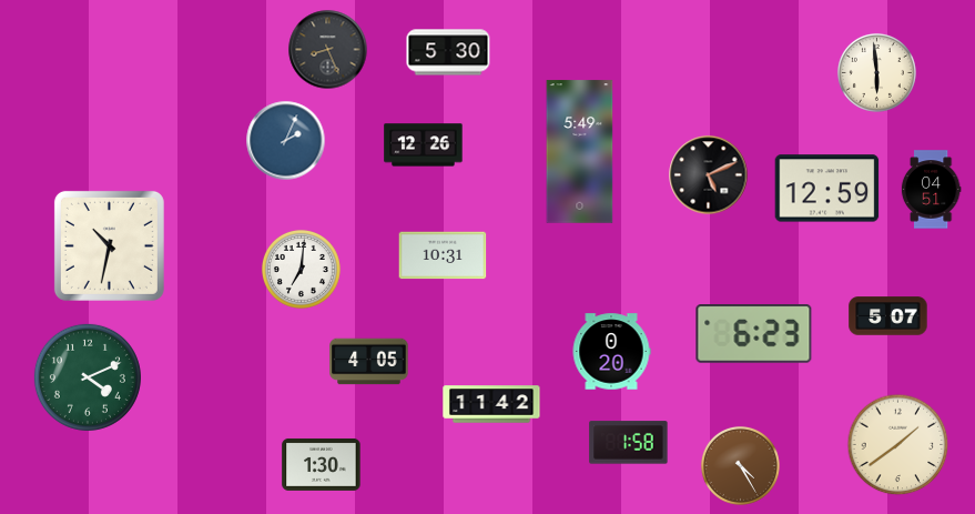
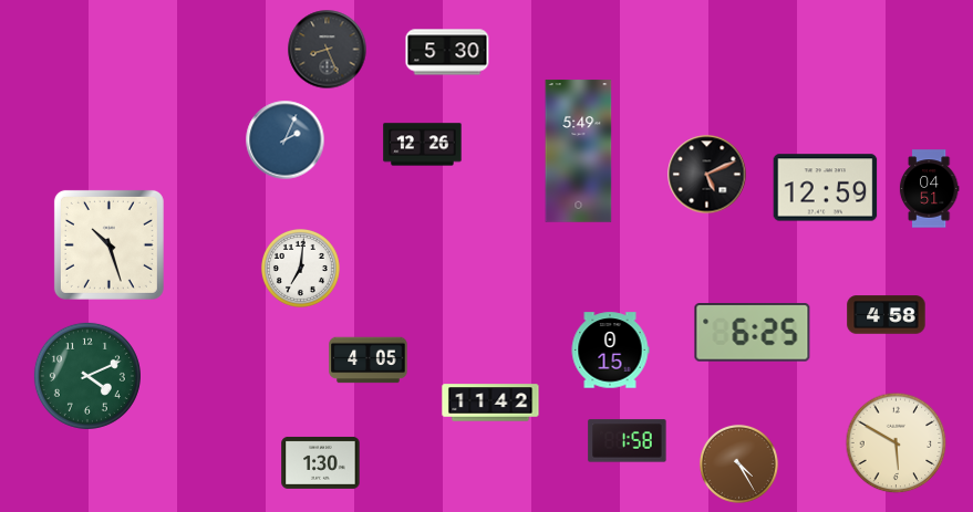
clock at (876, 72): 5:59 -> none
clock at (109, 245): 10:32 -> 10:27
clock at (443, 255): 10:31 -> none
clock at (888, 316): 5:07 -> 4:58
clock at (754, 334): 6:23 -> 6:25
clock at (611, 352): 0:20 -> 0:15
clock at (898, 445): 1:39 -> 5:50
